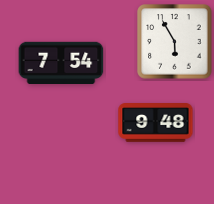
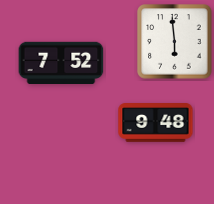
clock at (175, 42): 5:55 -> 5:59
clock at (61, 62): 7:54 -> 7:52
